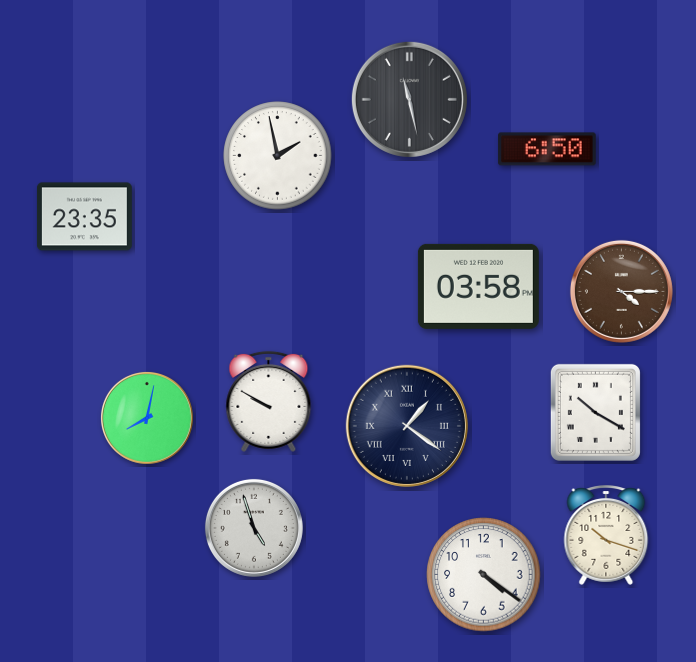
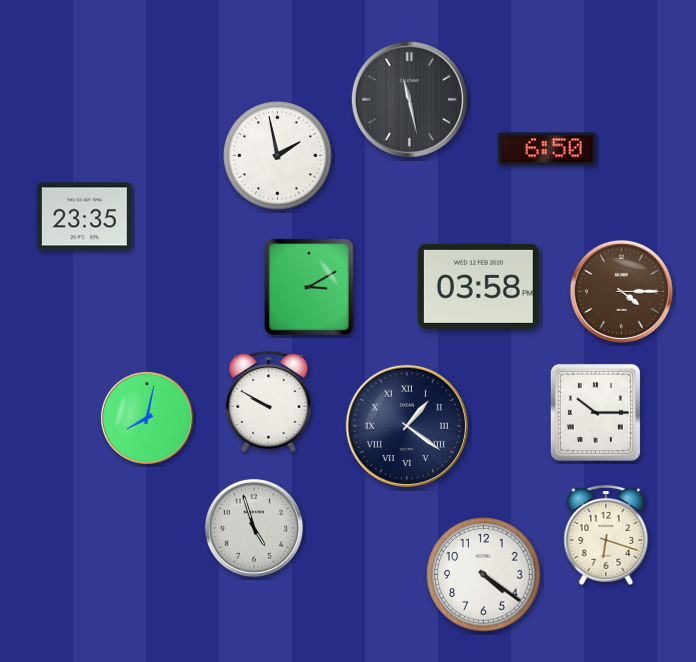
clock at (309, 287): none -> 3:10
clock at (595, 412): 10:20 -> 10:15
clock at (606, 536): 10:18 -> 6:18
